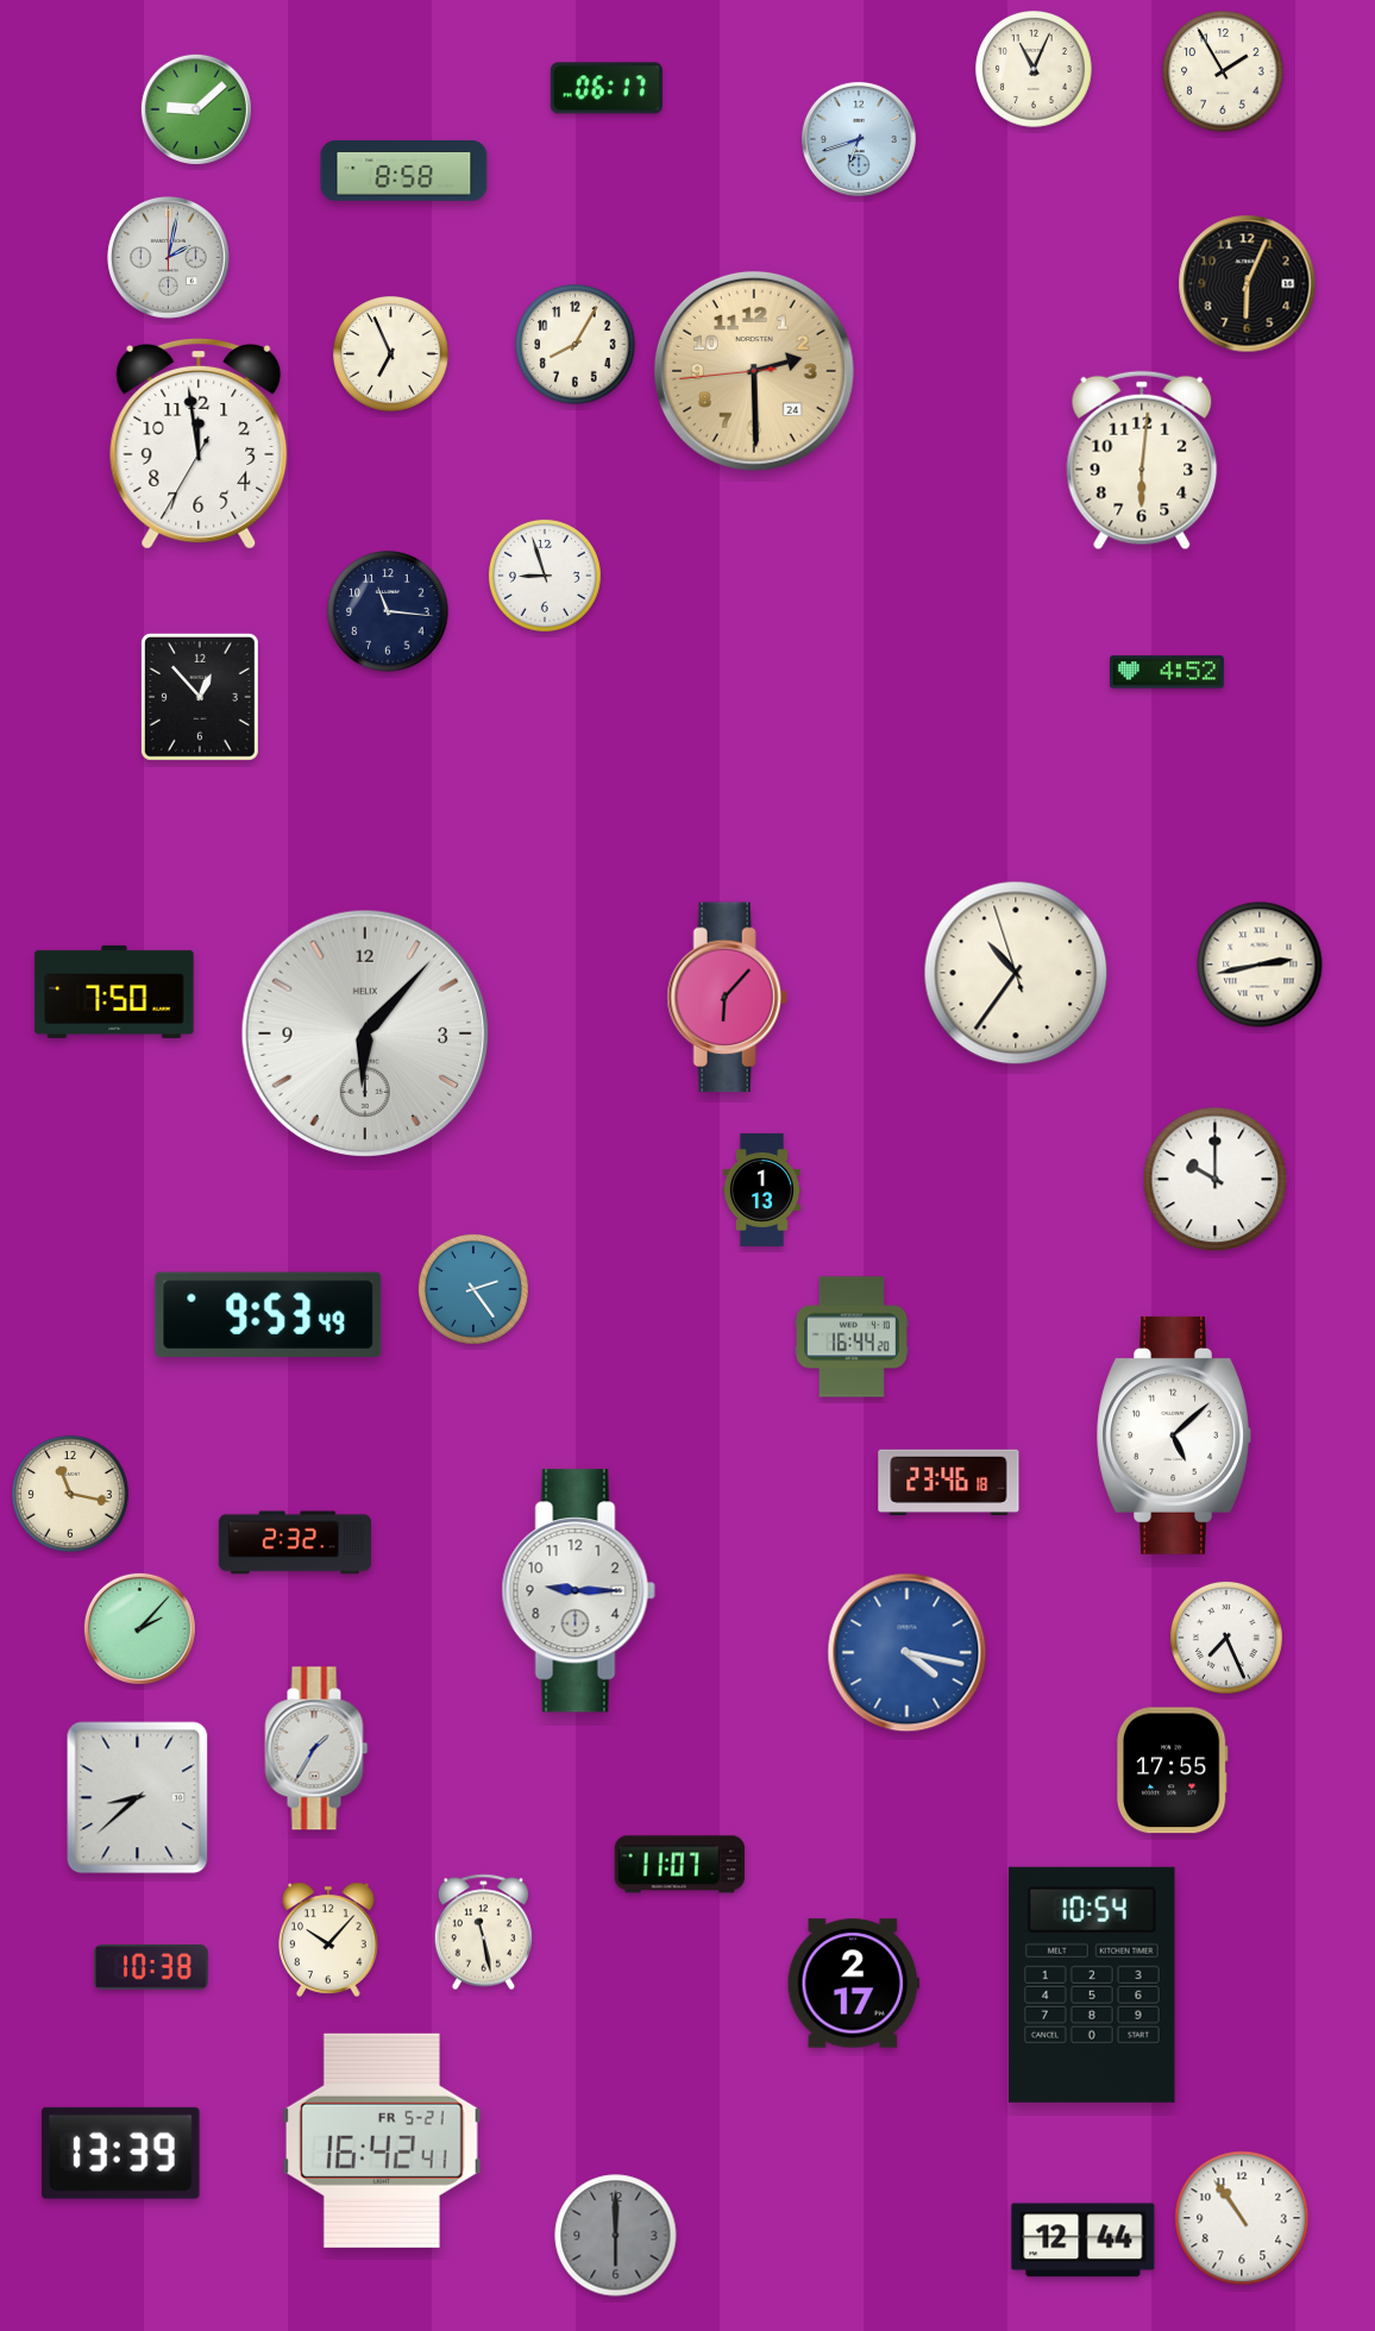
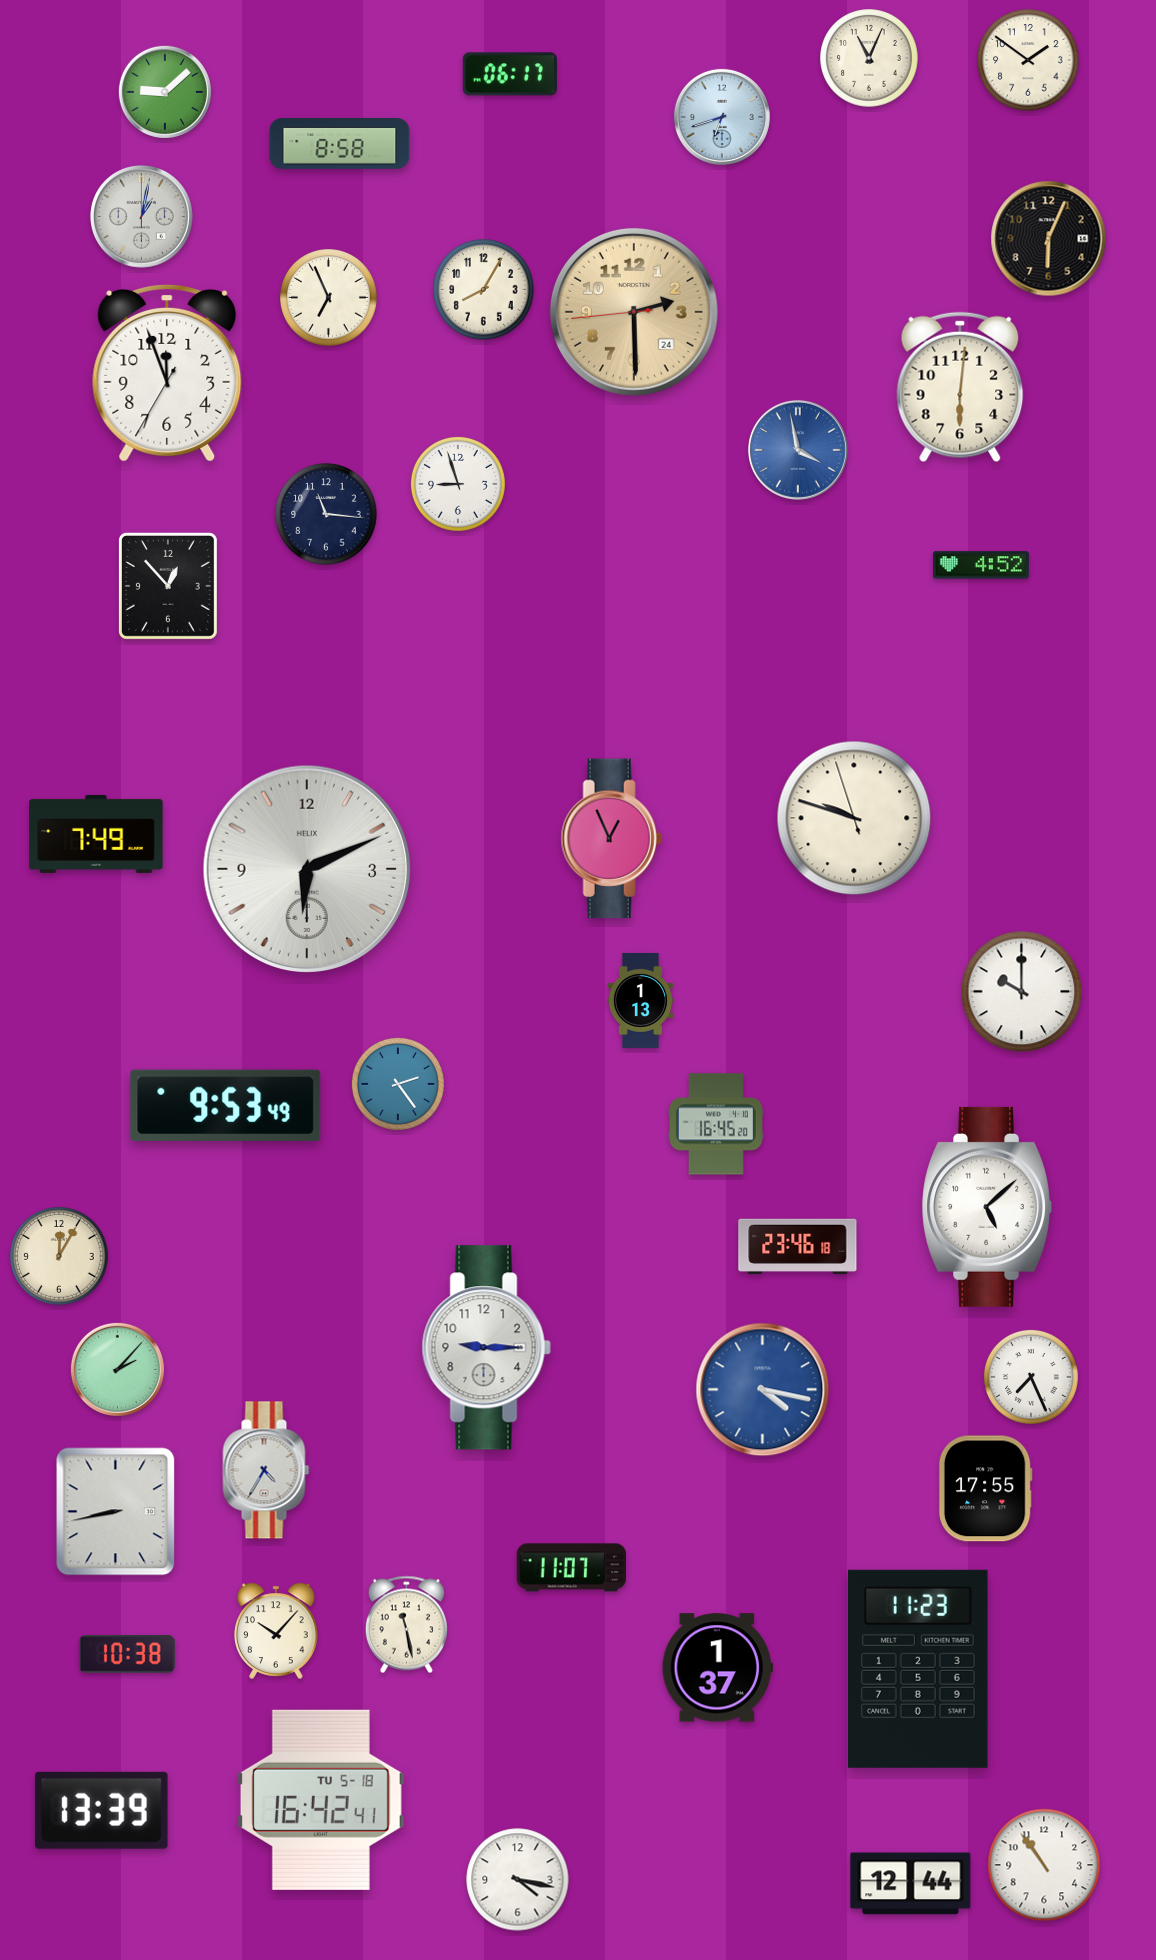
clock at (1223, 71): 1:55 -> 1:51
clock at (169, 258): 2:02 -> 1:02
clock at (199, 444): 11:58 -> 11:56
clock at (798, 450): none -> 3:58
clock at (1260, 965): 2:43 -> none
clock at (1016, 973): 10:35 -> 9:47
clock at (114, 992): 7:50 -> 7:49
clock at (727, 998): 6:07 -> 12:56
clock at (364, 1032): 6:07 -> 6:11
clock at (852, 1337): 16:44 -> 16:45
clock at (70, 1494): 11:17 -> 12:05
clock at (295, 1543): 2:32 -> none
clock at (578, 1591) position: (578, 1591) -> (486, 1348)
clock at (316, 1748): 1:35 -> 4:35
clock at (138, 1798): 8:38 -> 8:43
clock at (853, 1984): 2:17 -> 1:37
clock at (1092, 1985): 10:54 -> 11:23
clock at (382, 2141) date: FR 5-21 -> TU 5-18
clock at (616, 2236): 6:00 -> 4:17
clock at (616, 2236) dial: grey -> white
